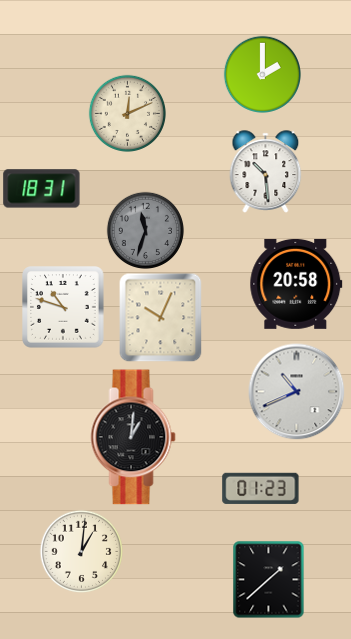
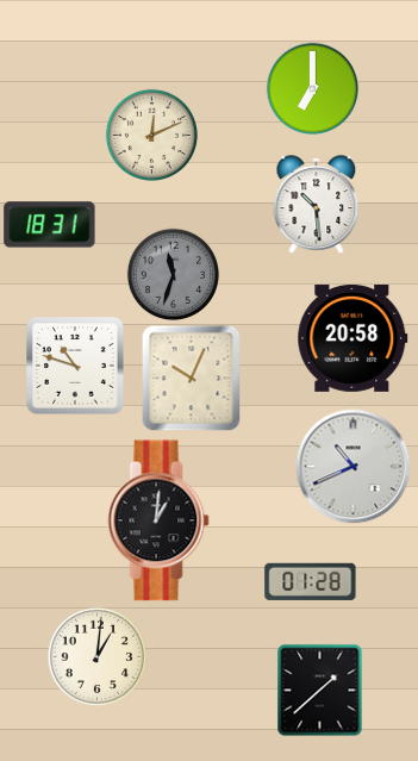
clock at (262, 74): 2:00 -> 7:00
clock at (261, 488): 01:23 -> 01:28
